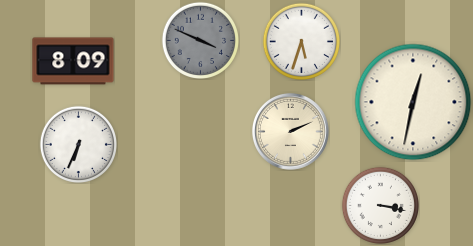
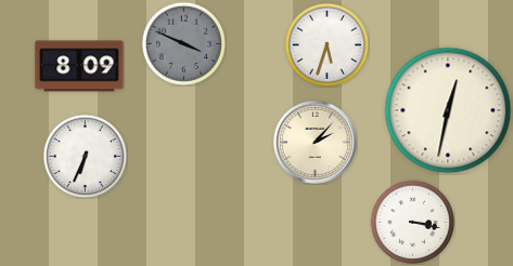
clock at (200, 40) position: (200, 40) -> (183, 43)
clock at (290, 131): 2:11 -> 2:07
